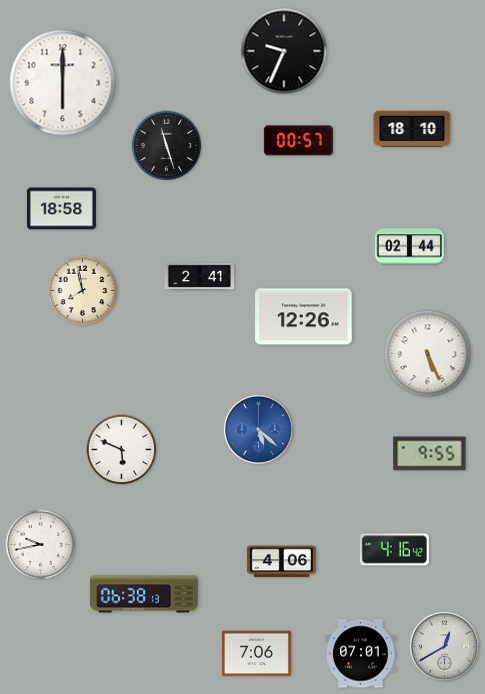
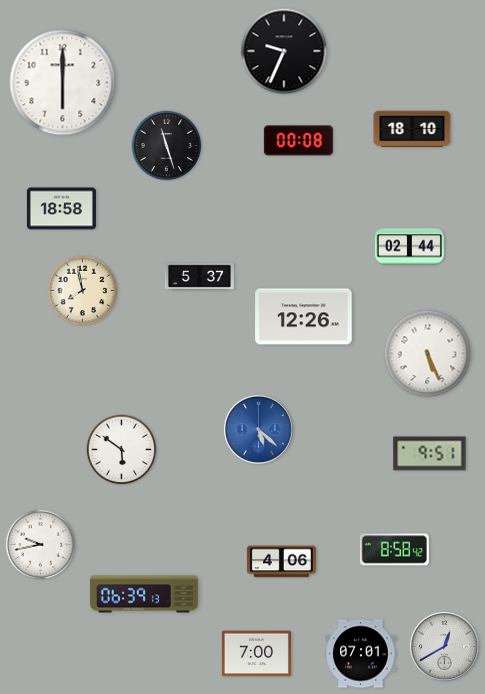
clock at (298, 141): 00:57 -> 00:08
clock at (199, 276): 2:41 -> 5:37
clock at (122, 450): 5:49 -> 5:51
clock at (430, 454): 9:55 -> 9:51
clock at (394, 550): 4:16 -> 8:58
clock at (144, 594): 06:38 -> 06:39
clock at (256, 654): 7:06 -> 7:00
